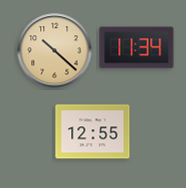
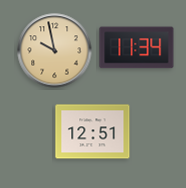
clock at (55, 51): 10:22 -> 9:58
clock at (93, 132): 12:55 -> 12:51
